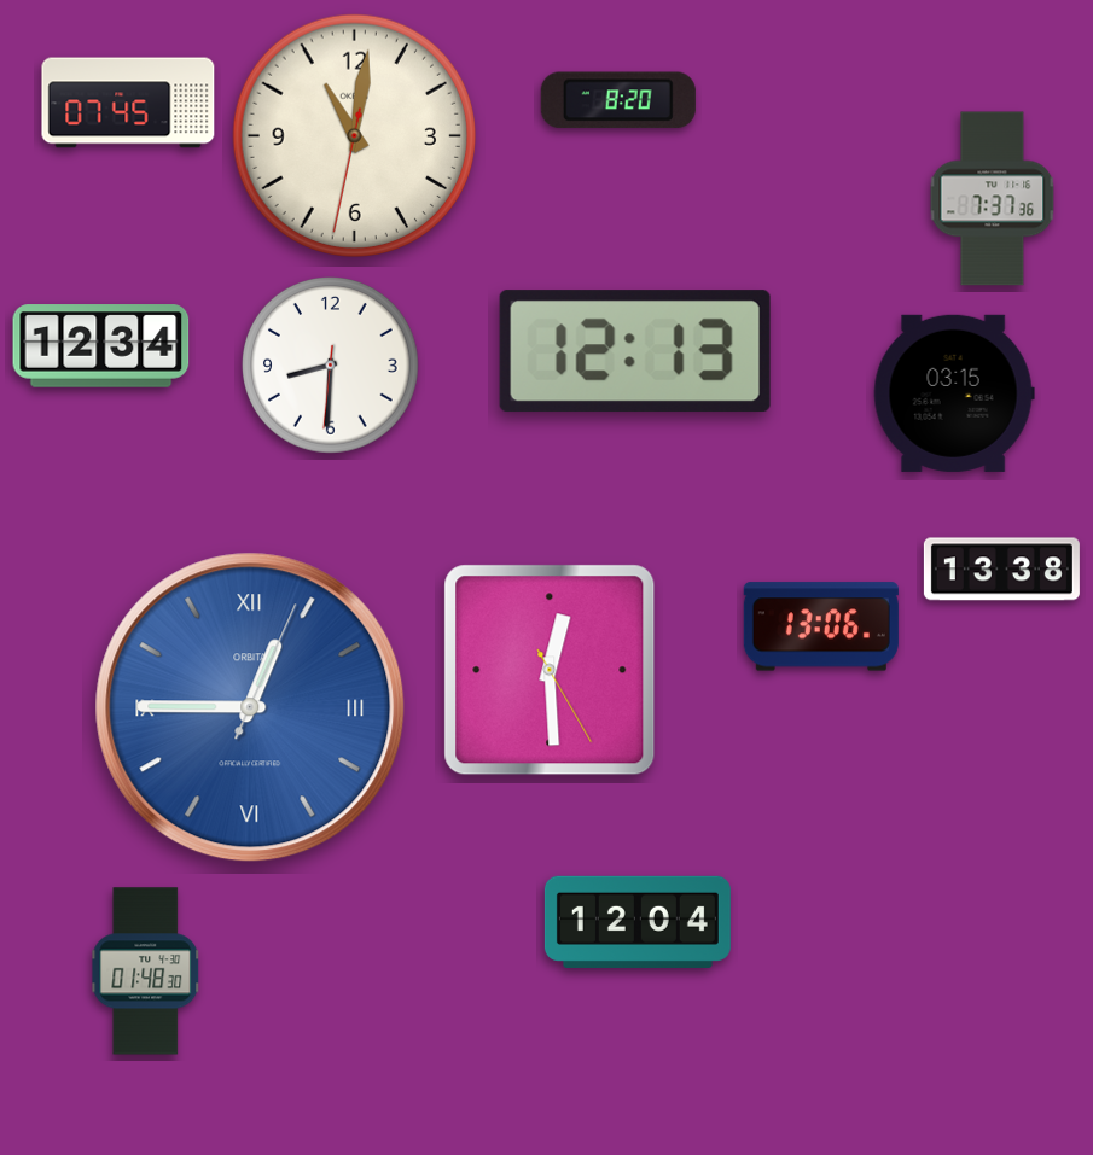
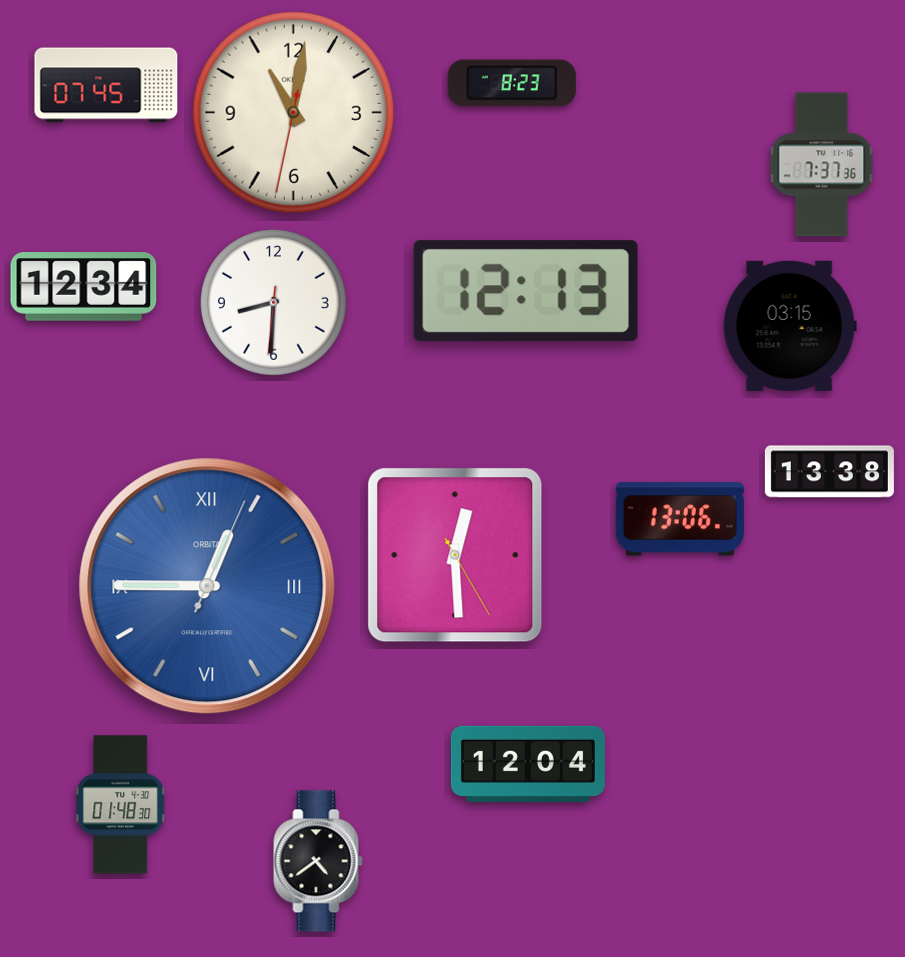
clock at (618, 100): 8:20 -> 8:23
clock at (318, 861): none -> 4:39
